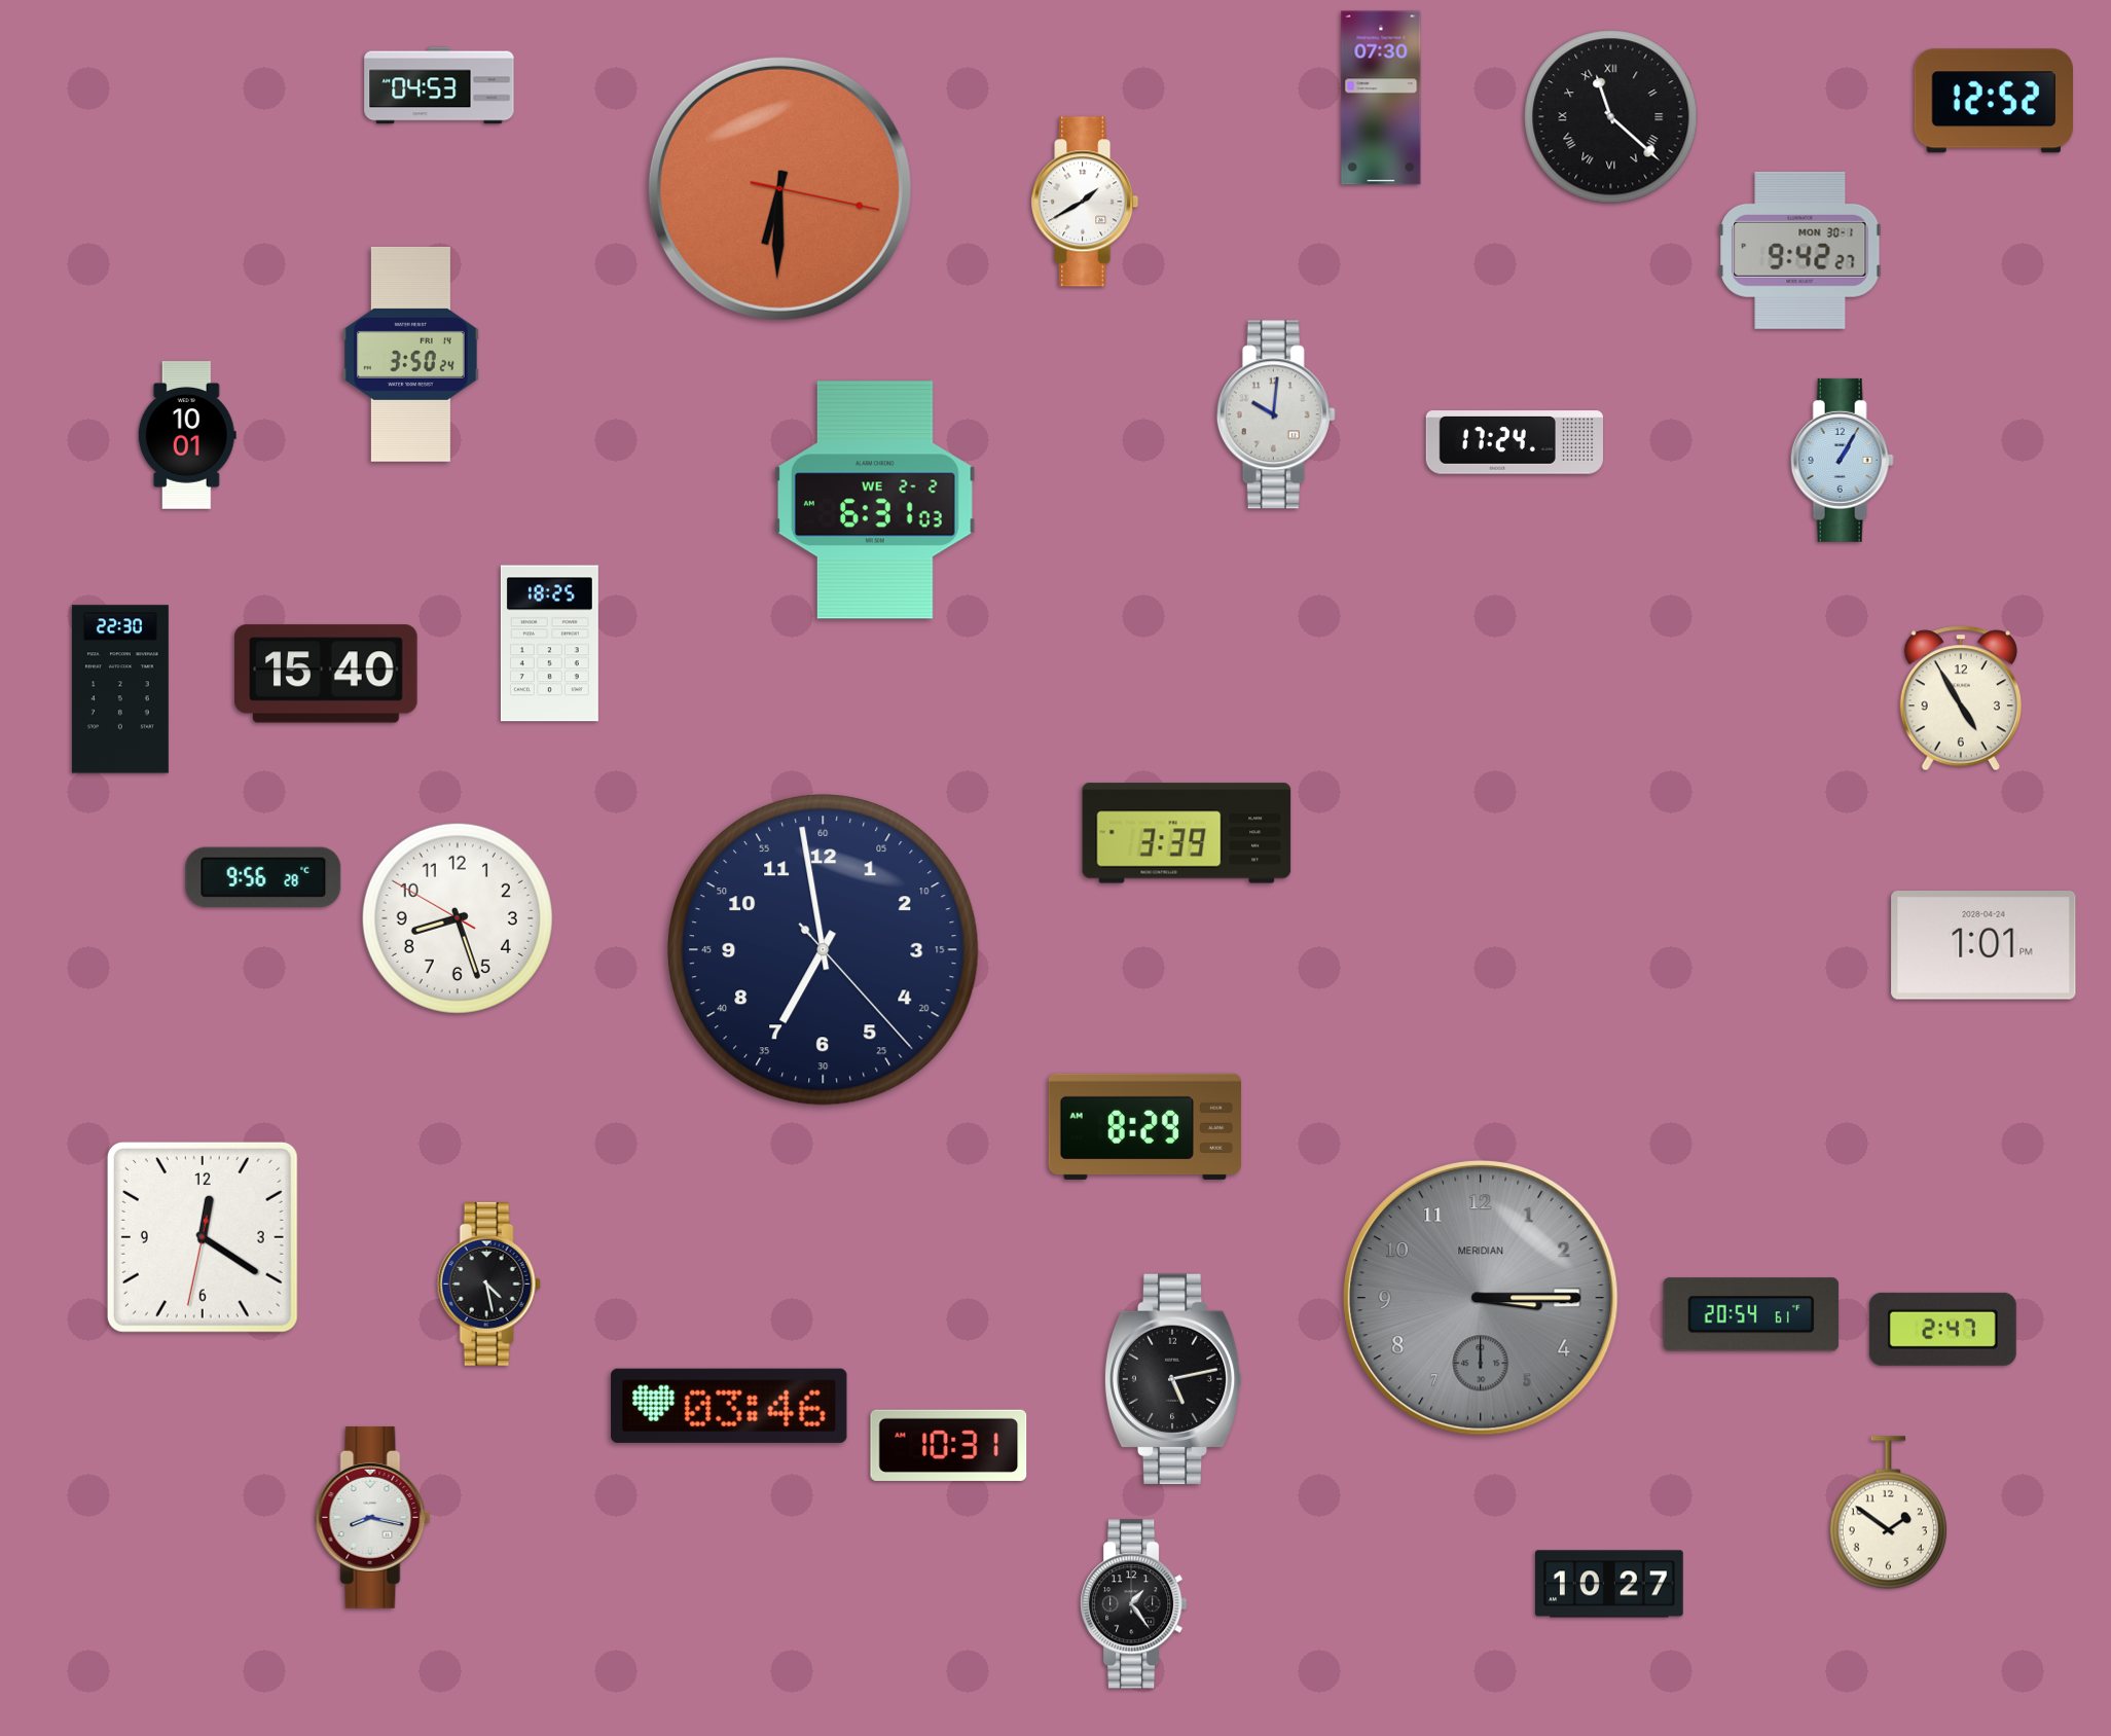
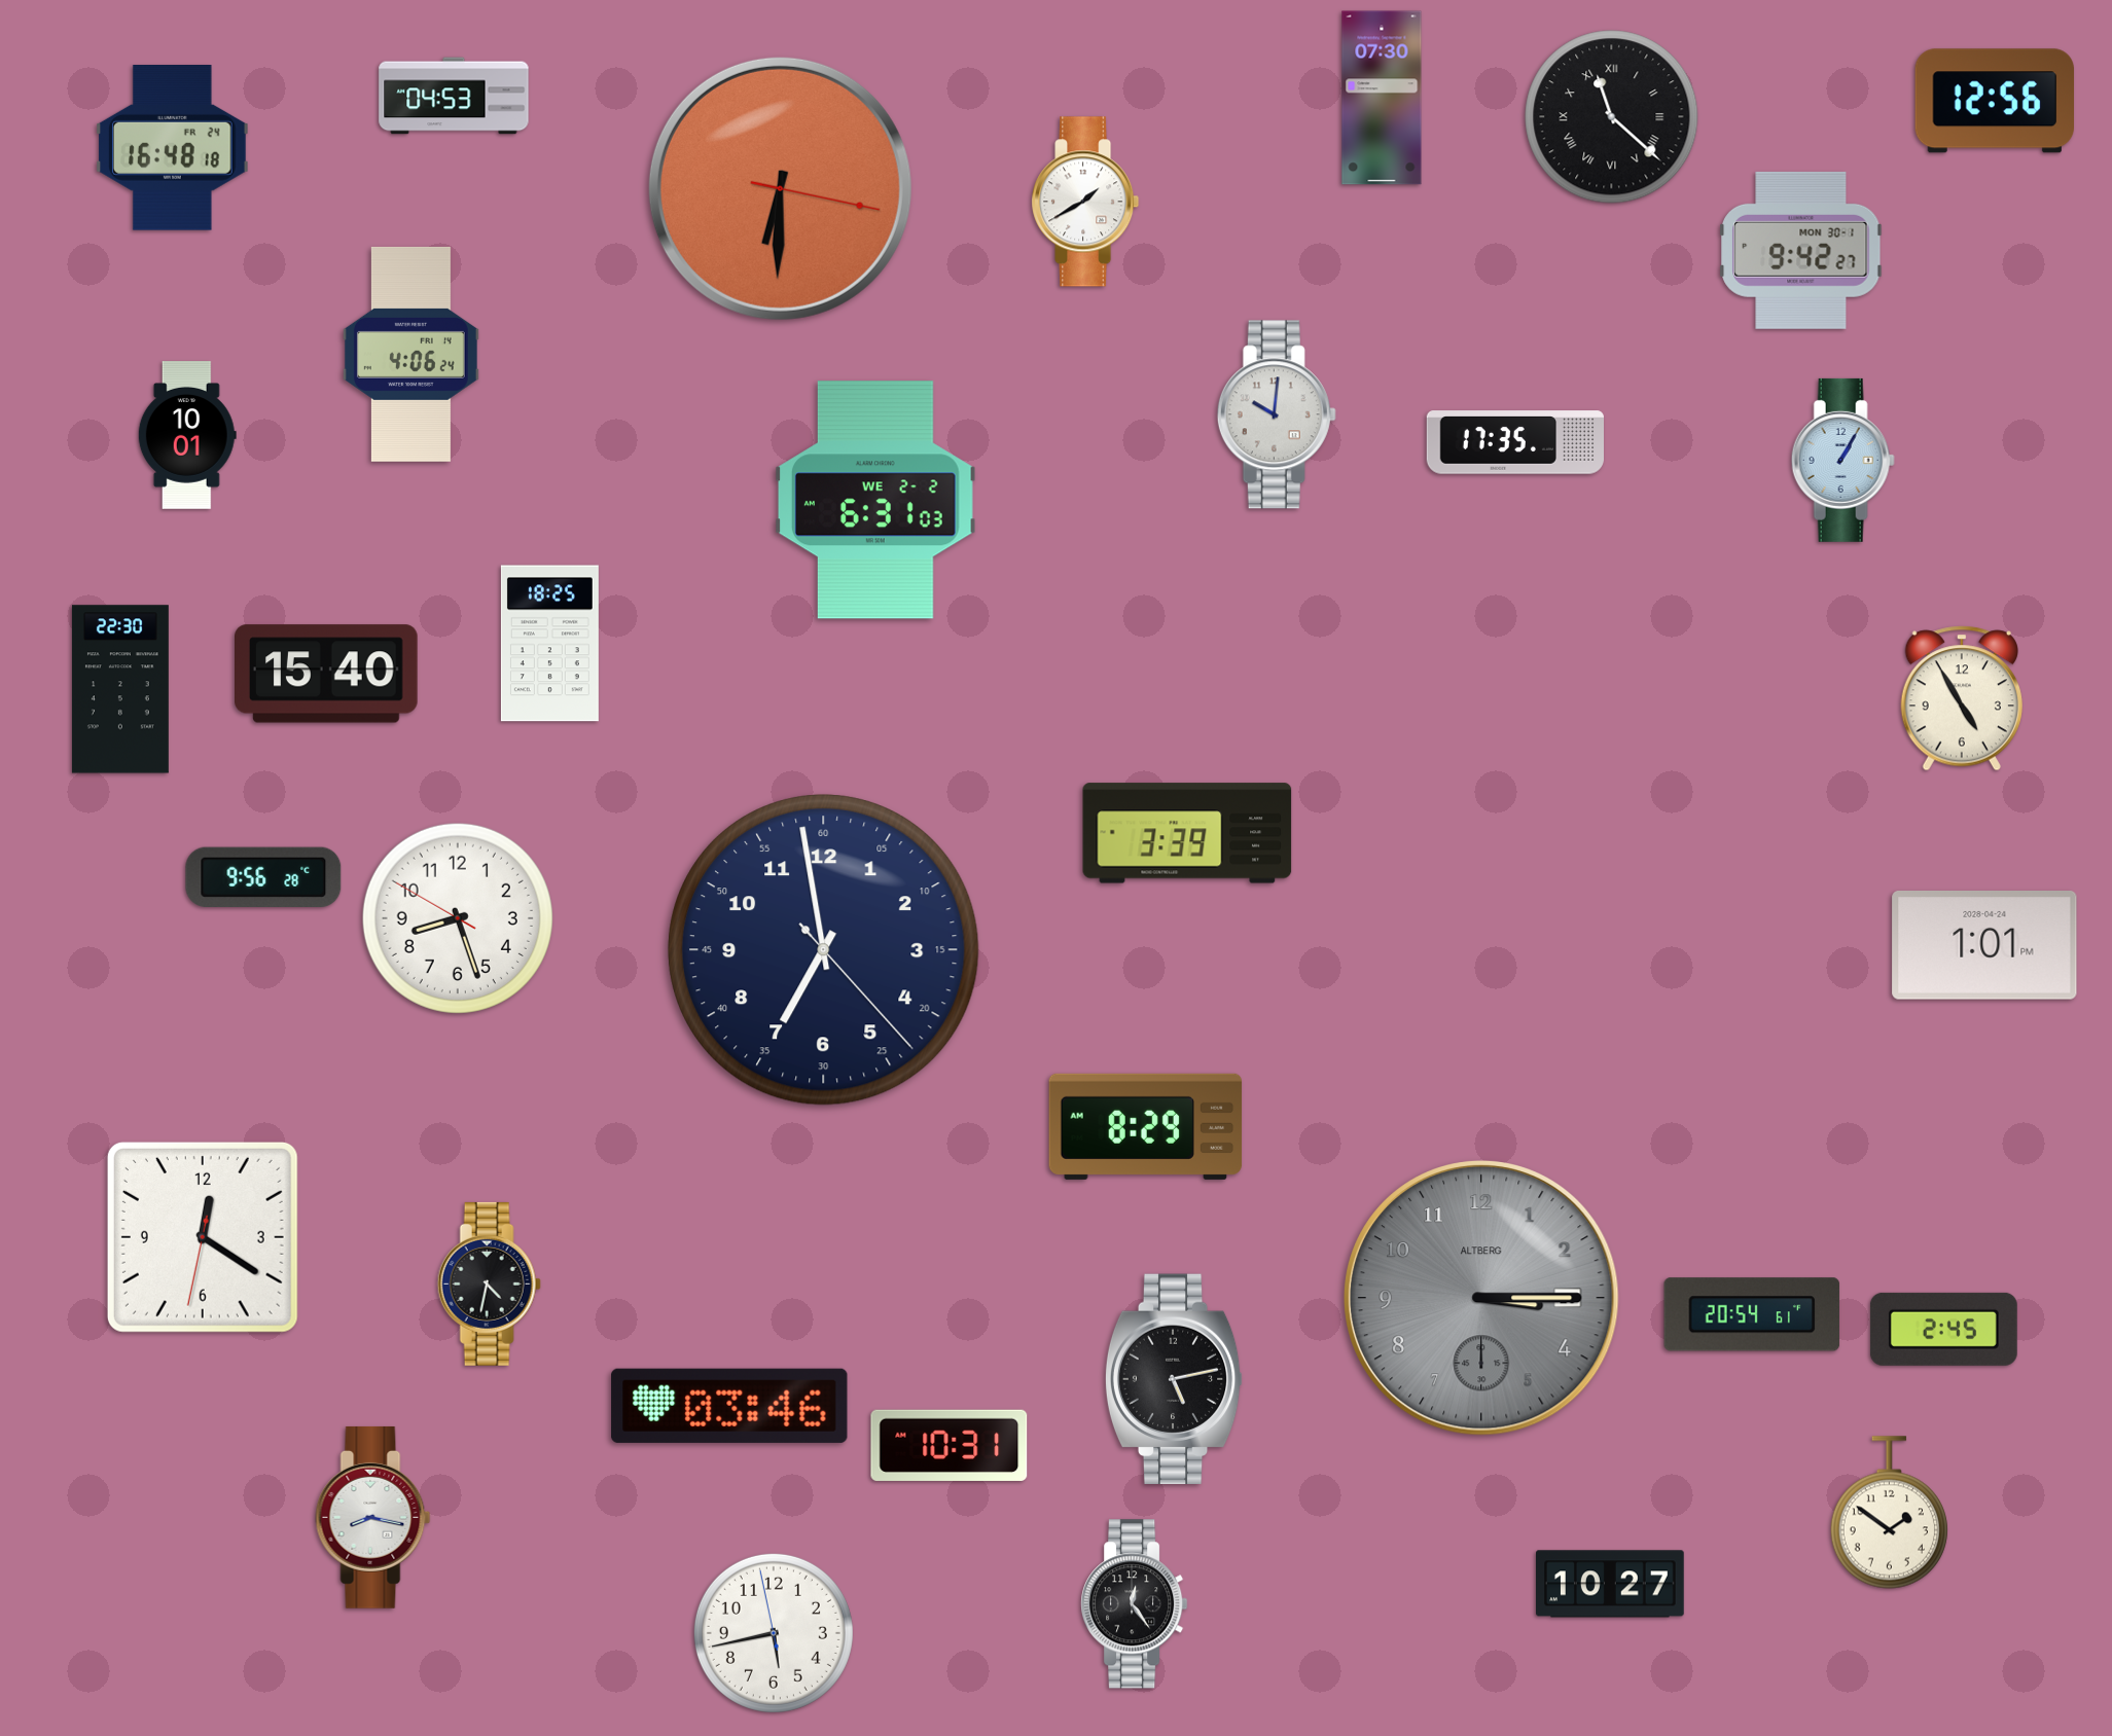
clock at (439, 85) position: (439, 85) -> (454, 96)
clock at (1993, 101): 12:52 -> 12:56
clock at (173, 148): none -> 16:48
clock at (410, 354): 3:50 -> 4:06
clock at (1514, 442): 17:24 -> 17:35
clock at (488, 1283): 4:28 -> 4:32
clock at (1482, 1299) brand: MERIDIAN -> ALTBERG
clock at (1942, 1329): 2:47 -> 2:45
clock at (1134, 1604): 1:24 -> 12:24
clock at (774, 1633): none -> 5:42
